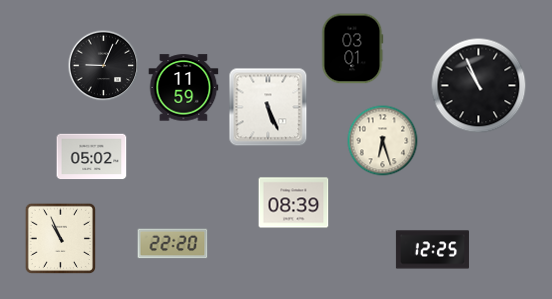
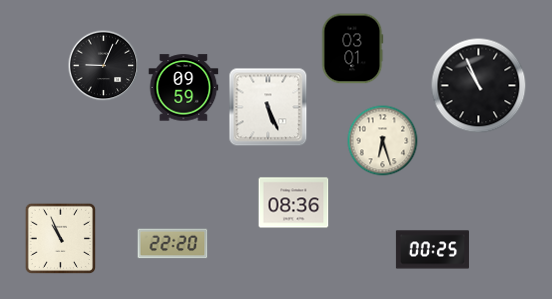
clock at (184, 88): 11:59 -> 09:59
clock at (92, 157): 05:02 -> none
clock at (294, 203): 08:39 -> 08:36
clock at (432, 250): 12:25 -> 00:25
